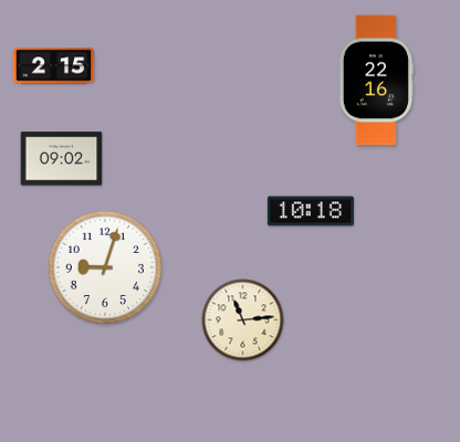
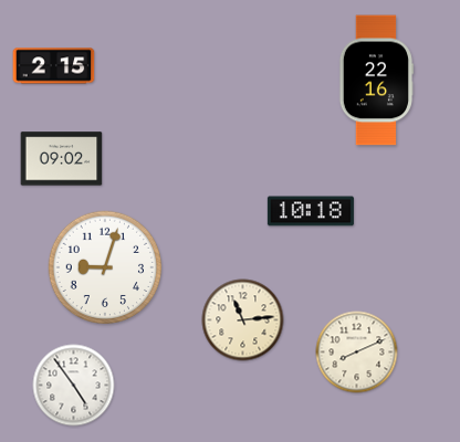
clock at (357, 352): none -> 8:11
clock at (74, 386): none -> 4:54
